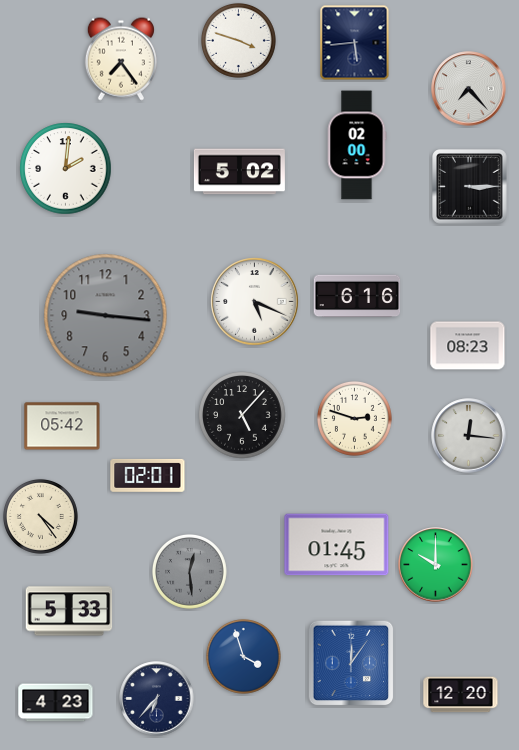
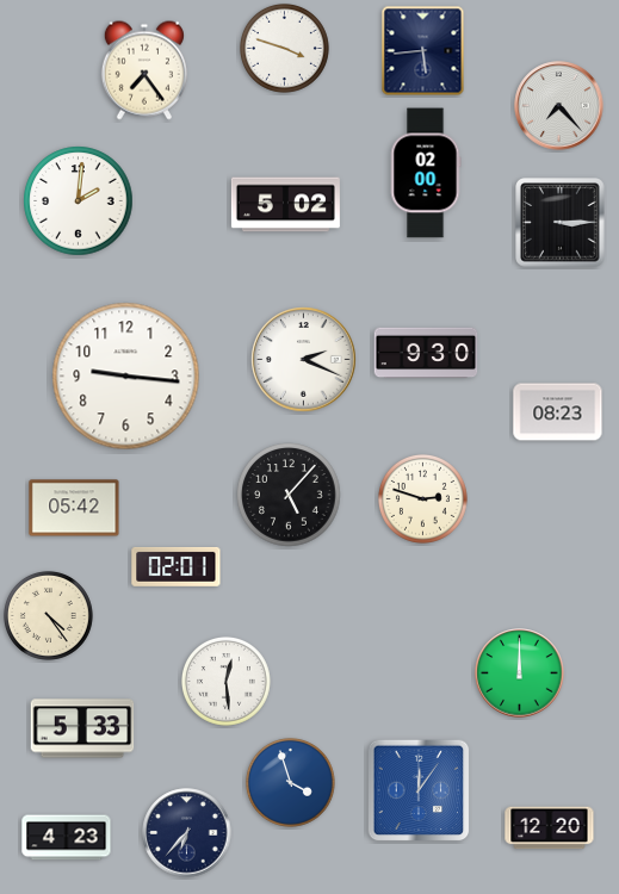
clock at (357, 296): 6:16 -> 9:30
clock at (255, 302): 5:19 -> 2:19
clock at (106, 316) dial: grey -> white
clock at (469, 436): 12:16 -> none
clock at (337, 545): 01:45 -> none
clock at (436, 565): 10:00 -> 12:00
clock at (189, 571) dial: grey -> white
